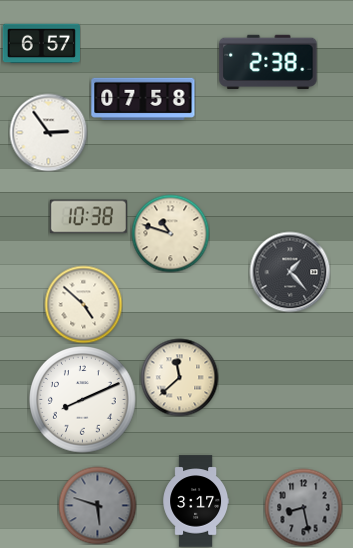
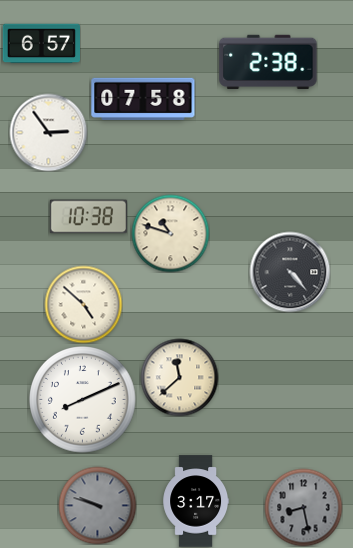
clock at (290, 272): 1:23 -> 4:23
clock at (97, 505): 5:48 -> 9:48
